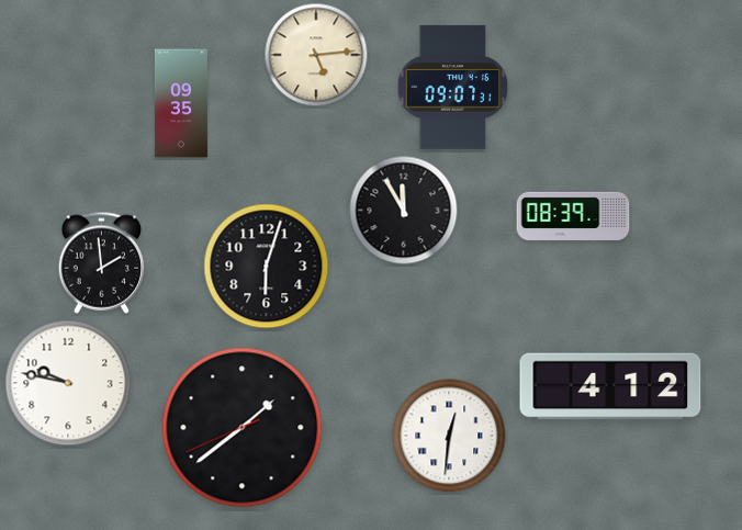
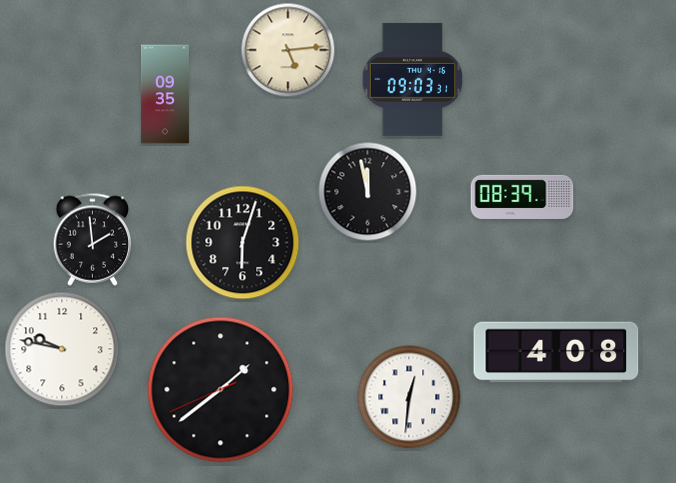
clock at (453, 87): 09:07 -> 09:03
clock at (404, 211): 11:55 -> 11:58
clock at (610, 386): 4:12 -> 4:08
